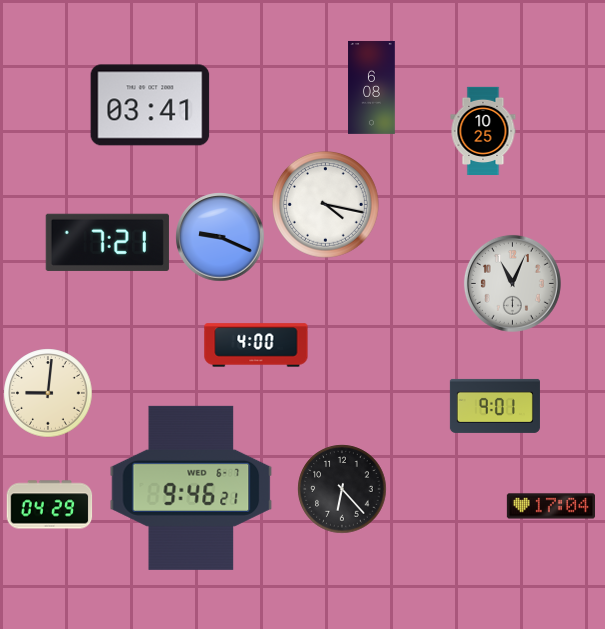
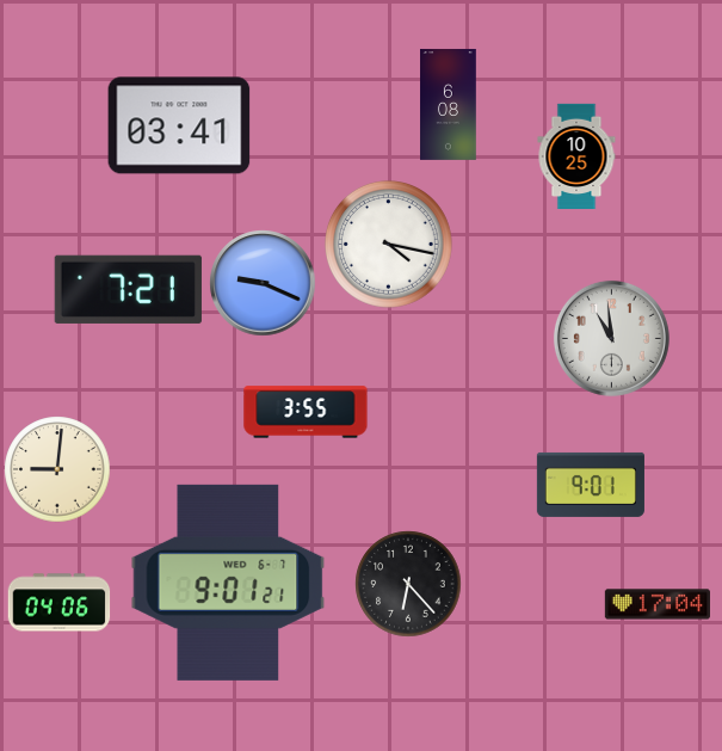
clock at (372, 87) position: (372, 87) -> (449, 104)
clock at (512, 283): 11:04 -> 10:59
clock at (256, 345): 4:00 -> 3:55
clock at (191, 488): 9:46 -> 9:01
clock at (50, 505): 04:29 -> 04:06
